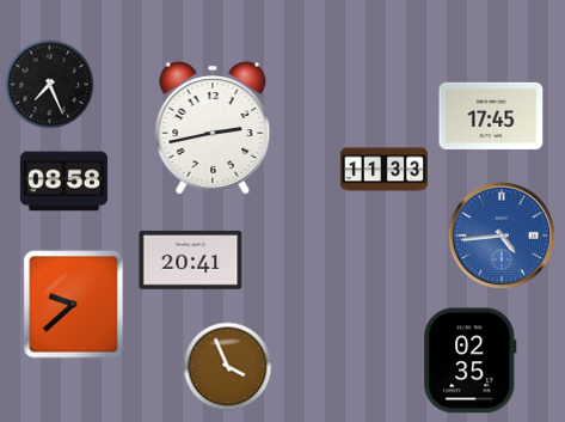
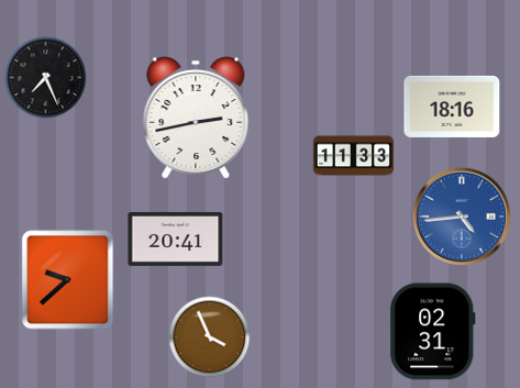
clock at (491, 116): 17:45 -> 18:16
clock at (63, 182): 08:58 -> none
clock at (471, 361): 02:35 -> 02:31
